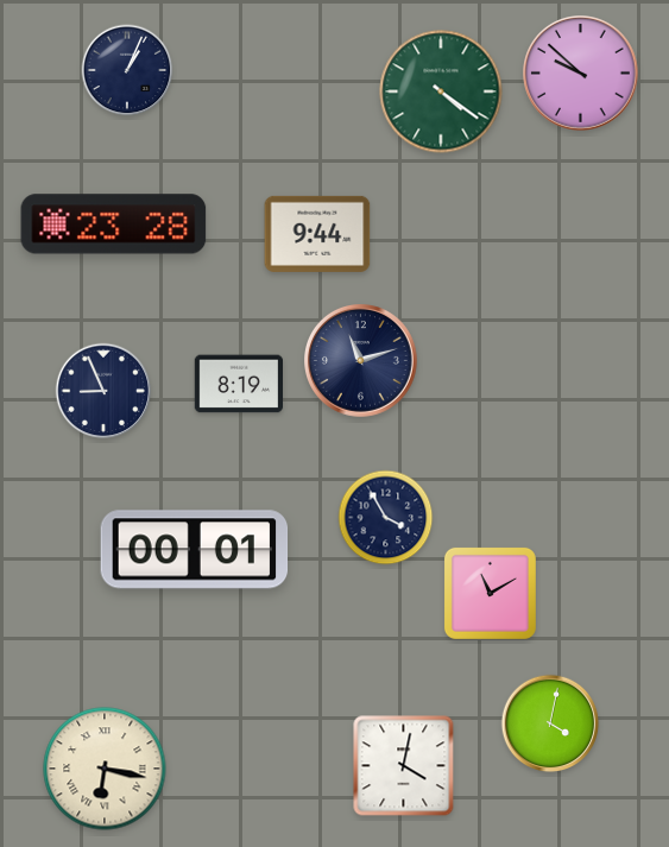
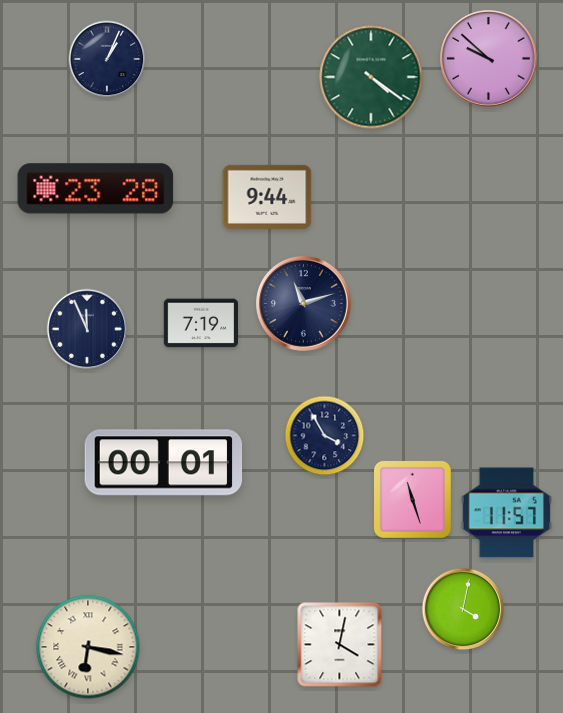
clock at (581, 74) position: (581, 74) -> (489, 59)
clock at (239, 384): 8:19 -> 7:19
clock at (103, 391): 8:56 -> 11:56
clock at (490, 593): 11:10 -> 11:27
clock at (506, 513): none -> 11:57
